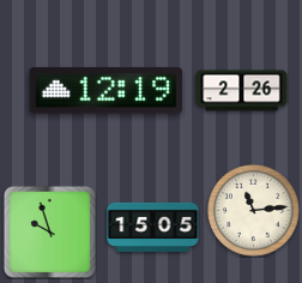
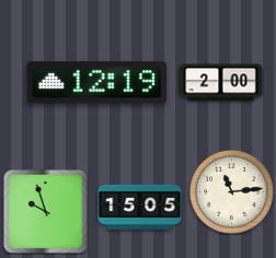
clock at (242, 91): 2:26 -> 2:00
